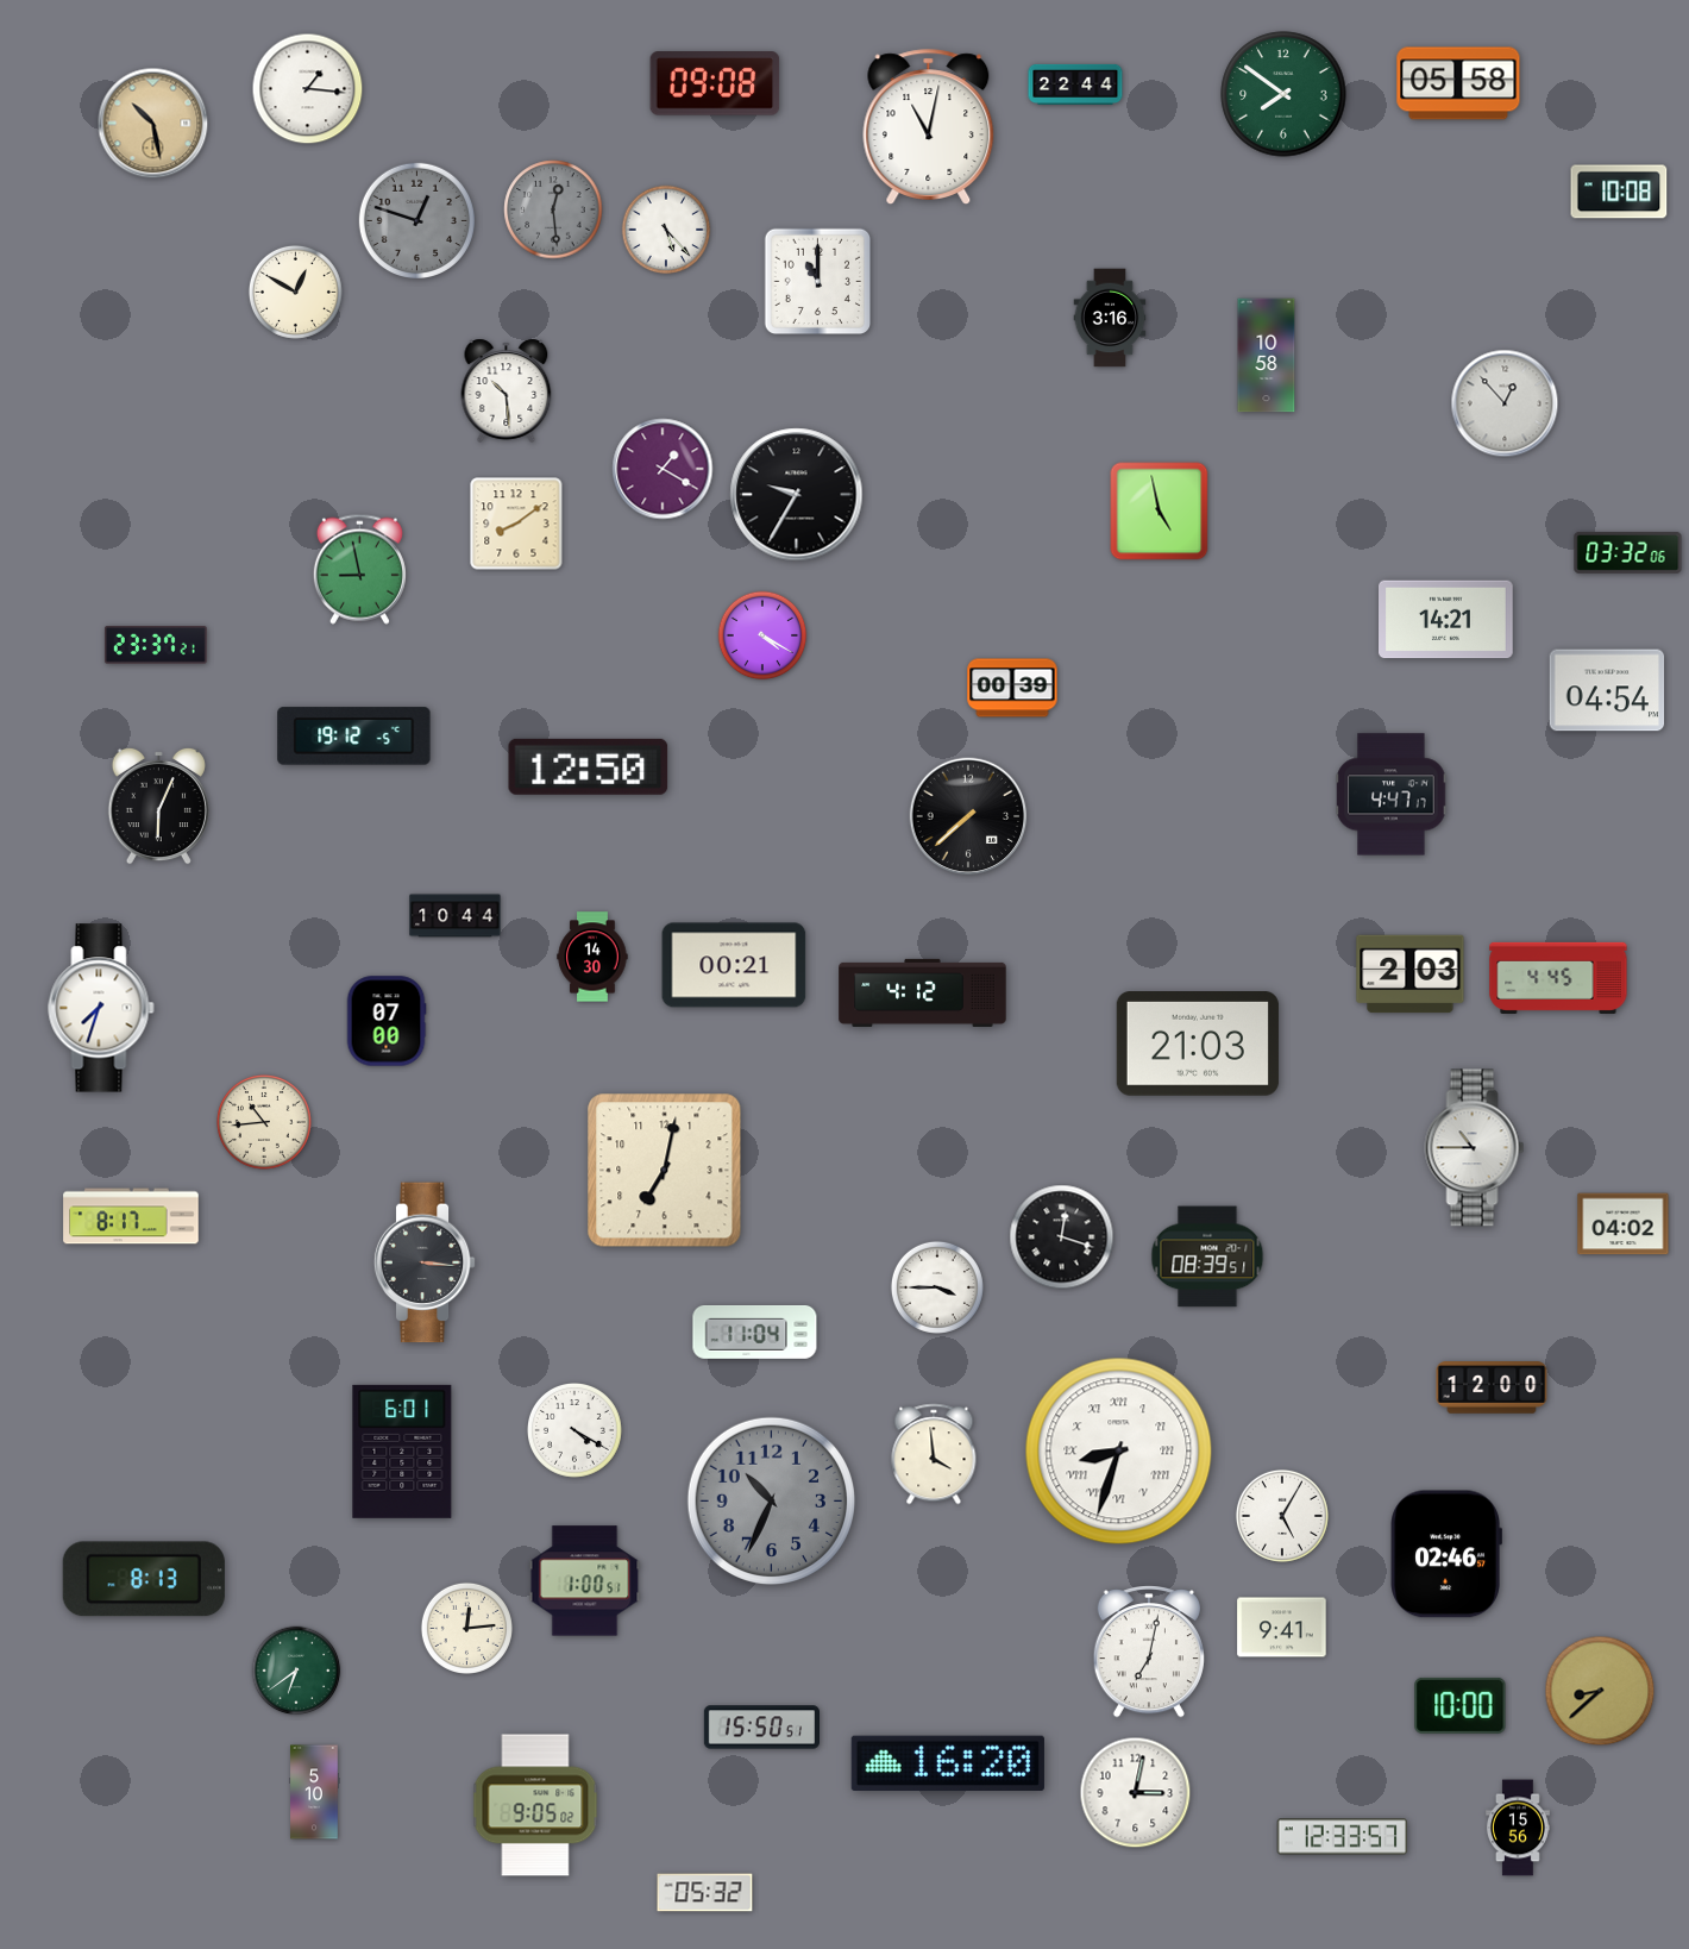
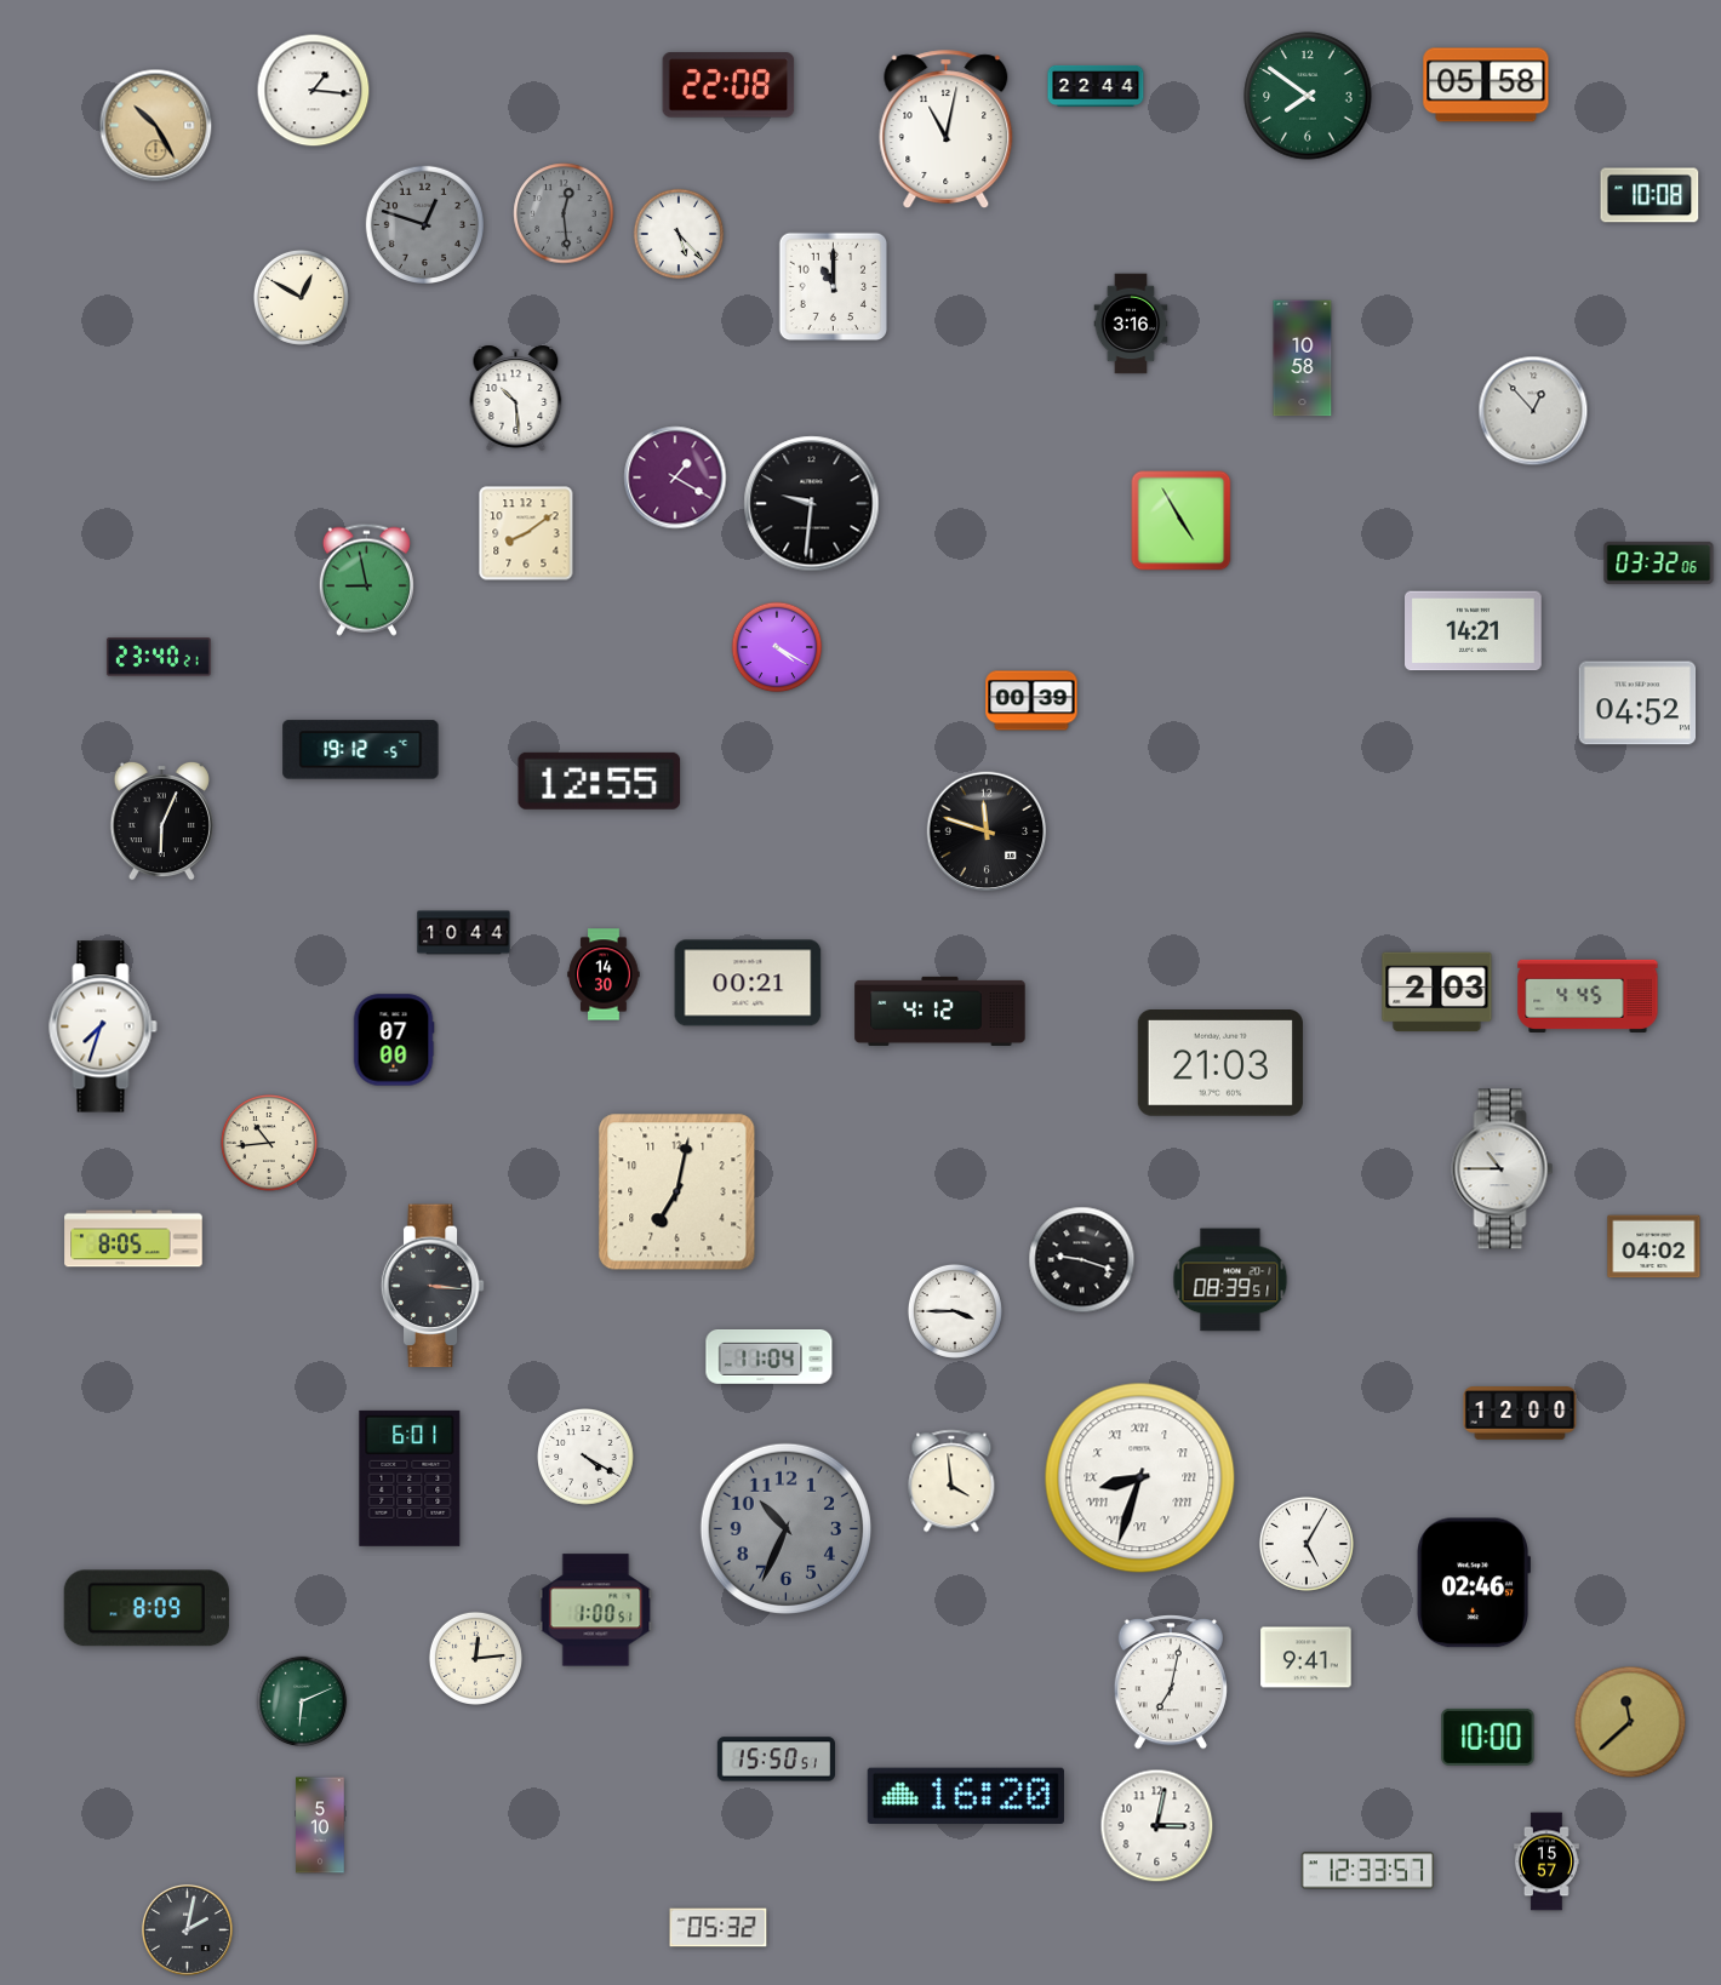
clock at (715, 83): 09:08 -> 22:08
clock at (153, 124): 10:28 -> 10:25
clock at (1267, 356) position: (1267, 356) -> (1303, 359)
clock at (797, 495): 9:35 -> 9:31
clock at (1160, 512): 4:58 -> 4:55
clock at (156, 646): 23:37 -> 23:40
clock at (1607, 690): 04:54 -> 04:52
clock at (589, 766): 12:50 -> 12:55
clock at (1392, 795): 4:47 -> none
clock at (968, 816): 7:38 -> 11:48
clock at (131, 1216): 8:17 -> 8:05
clock at (1062, 1237): 12:18 -> 9:18
clock at (144, 1579): 8:13 -> 8:09
clock at (296, 1671): 6:39 -> 6:11
clock at (1600, 1691): 8:38 -> 11:38
clock at (535, 1805): 9:05 -> none
clock at (1518, 1828): 15:56 -> 15:57
clock at (187, 1929): none -> 2:02
